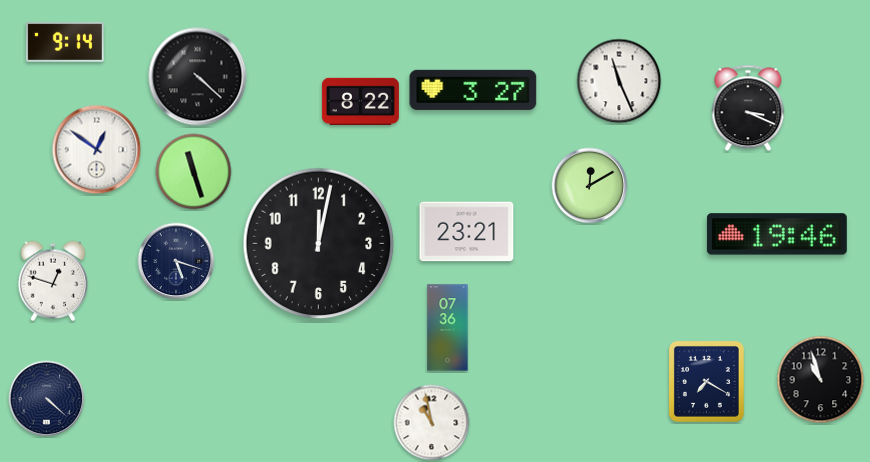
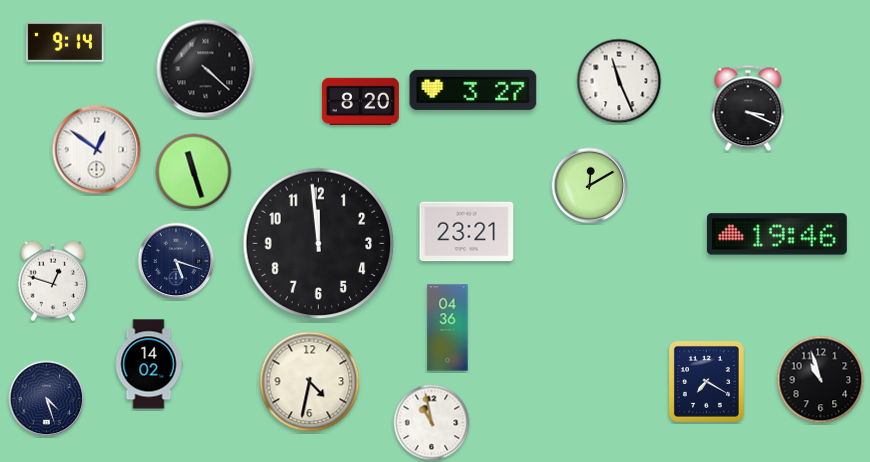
clock at (198, 77) position: (198, 77) -> (206, 69)
clock at (360, 101): 8:22 -> 8:20
clock at (319, 244): 12:02 -> 11:59
clock at (448, 328): 07:36 -> 04:36
clock at (149, 364): none -> 14:02
clock at (310, 382): none -> 4:32
clock at (47, 399): 4:22 -> 4:27
